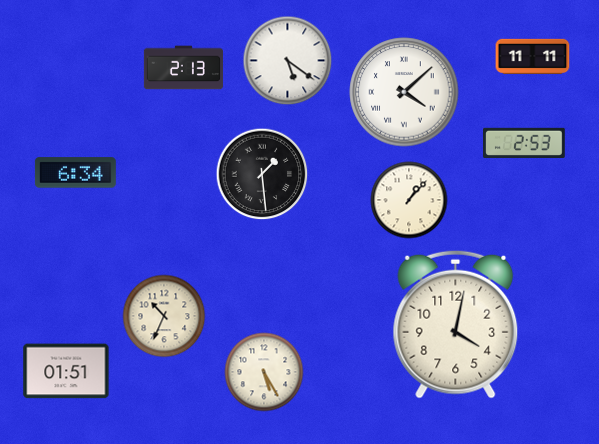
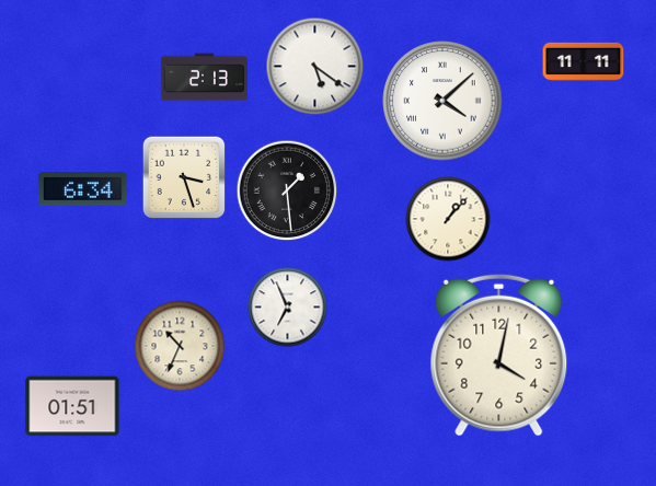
clock at (183, 68) position: (183, 68) -> (204, 78)
clock at (524, 142): 2:53 -> none
clock at (184, 177): none -> 3:27
clock at (288, 308): none -> 6:56
clock at (264, 372): 5:25 -> none
